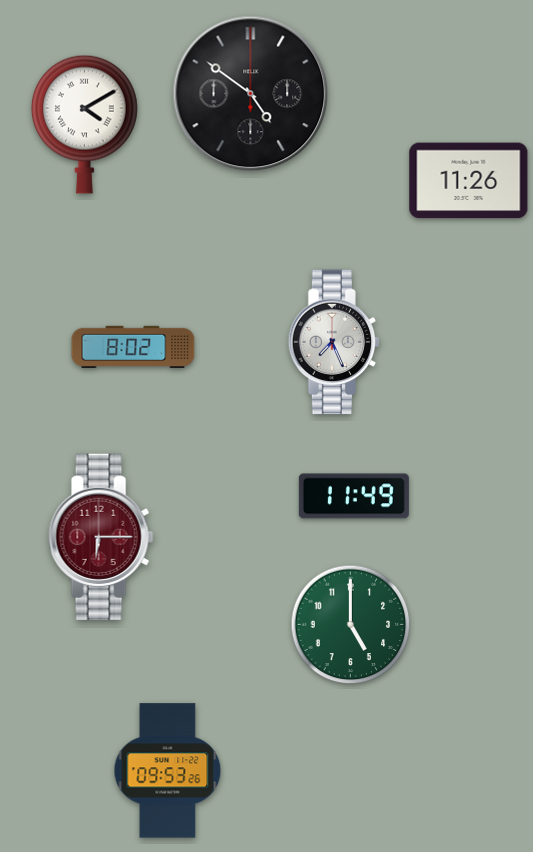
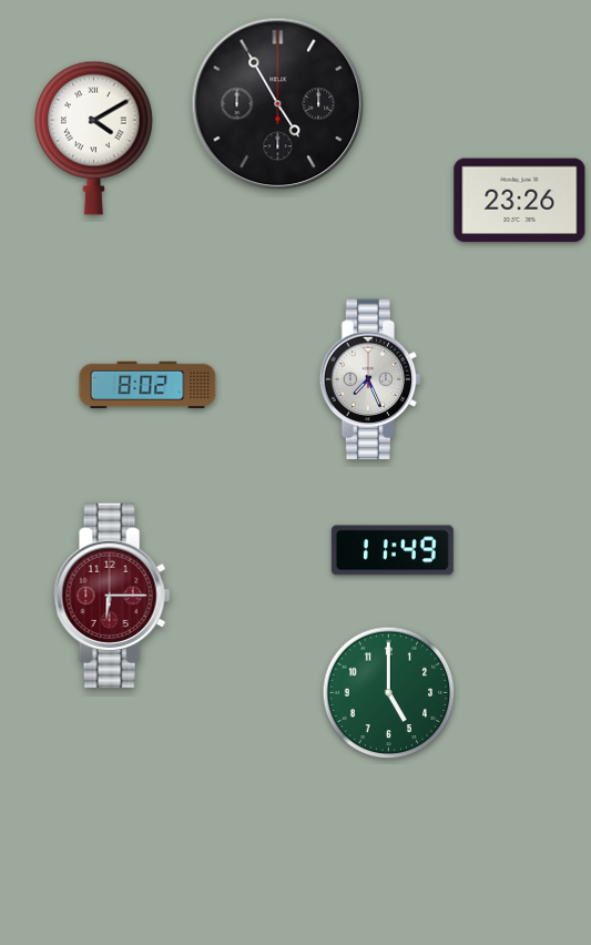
clock at (251, 94): 4:51 -> 4:55
clock at (469, 181): 11:26 -> 23:26
clock at (168, 771): 09:53 -> none
